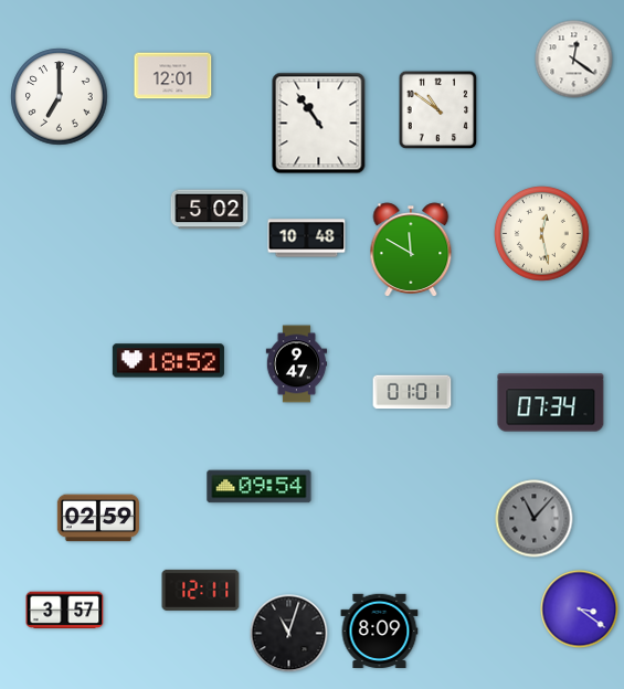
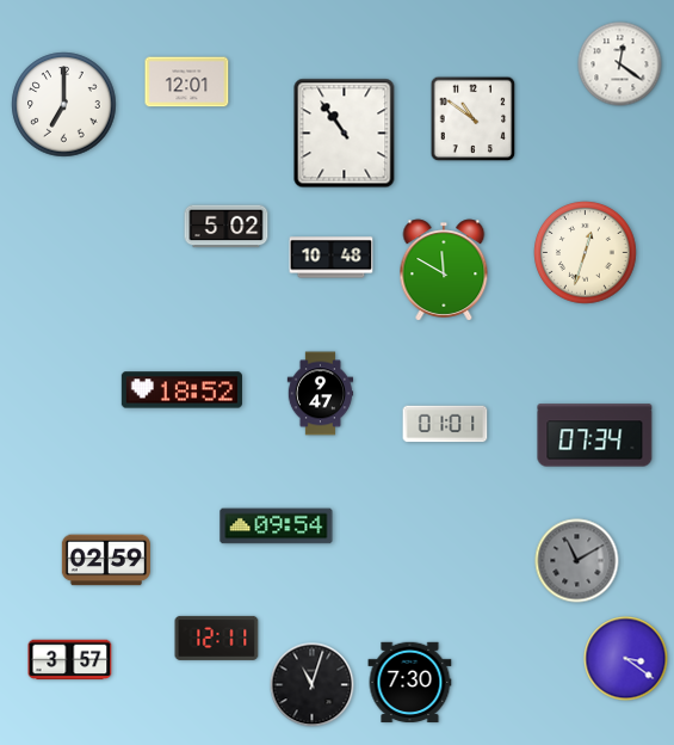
clock at (542, 234): 12:28 -> 12:33
clock at (260, 487) position: (260, 487) -> (277, 527)
clock at (535, 519): 11:07 -> 11:10
clock at (380, 632): 8:09 -> 7:30
